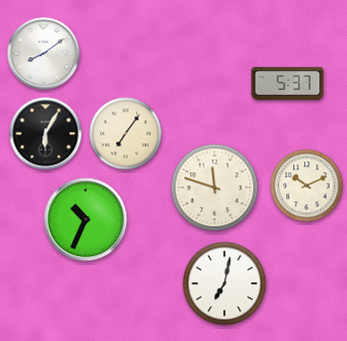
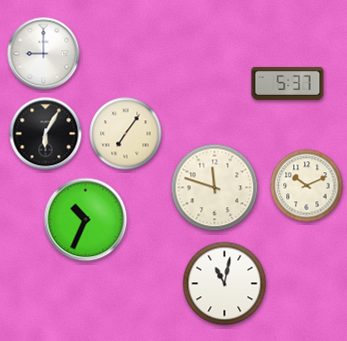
clock at (44, 54): 8:09 -> 9:00
clock at (225, 284): 7:02 -> 11:02
